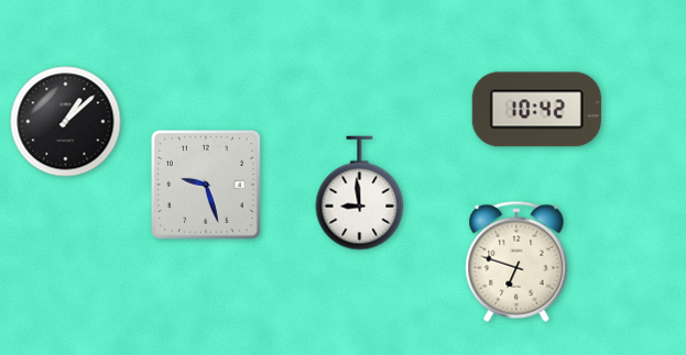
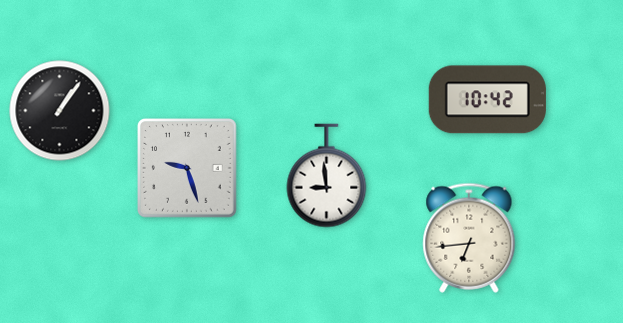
clock at (66, 122): 1:08 -> 1:06
clock at (516, 262): 6:48 -> 6:44
